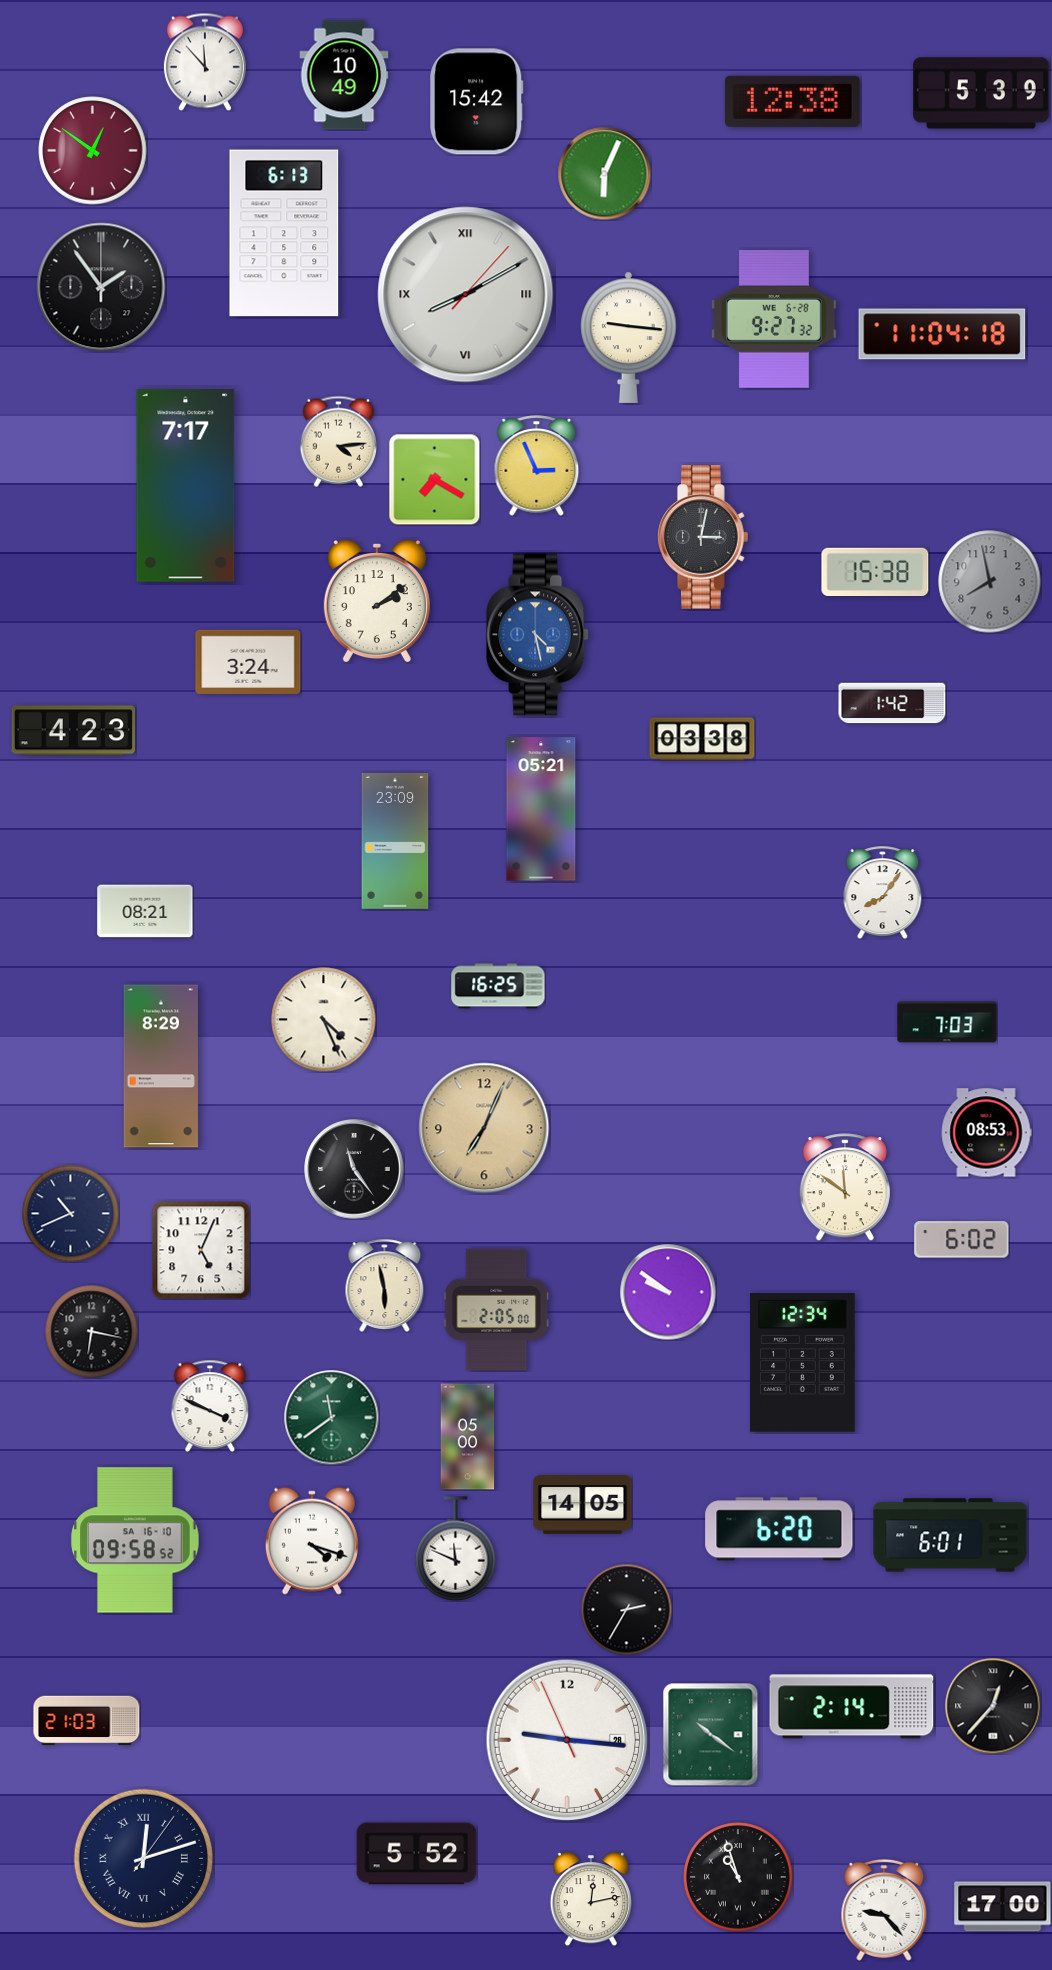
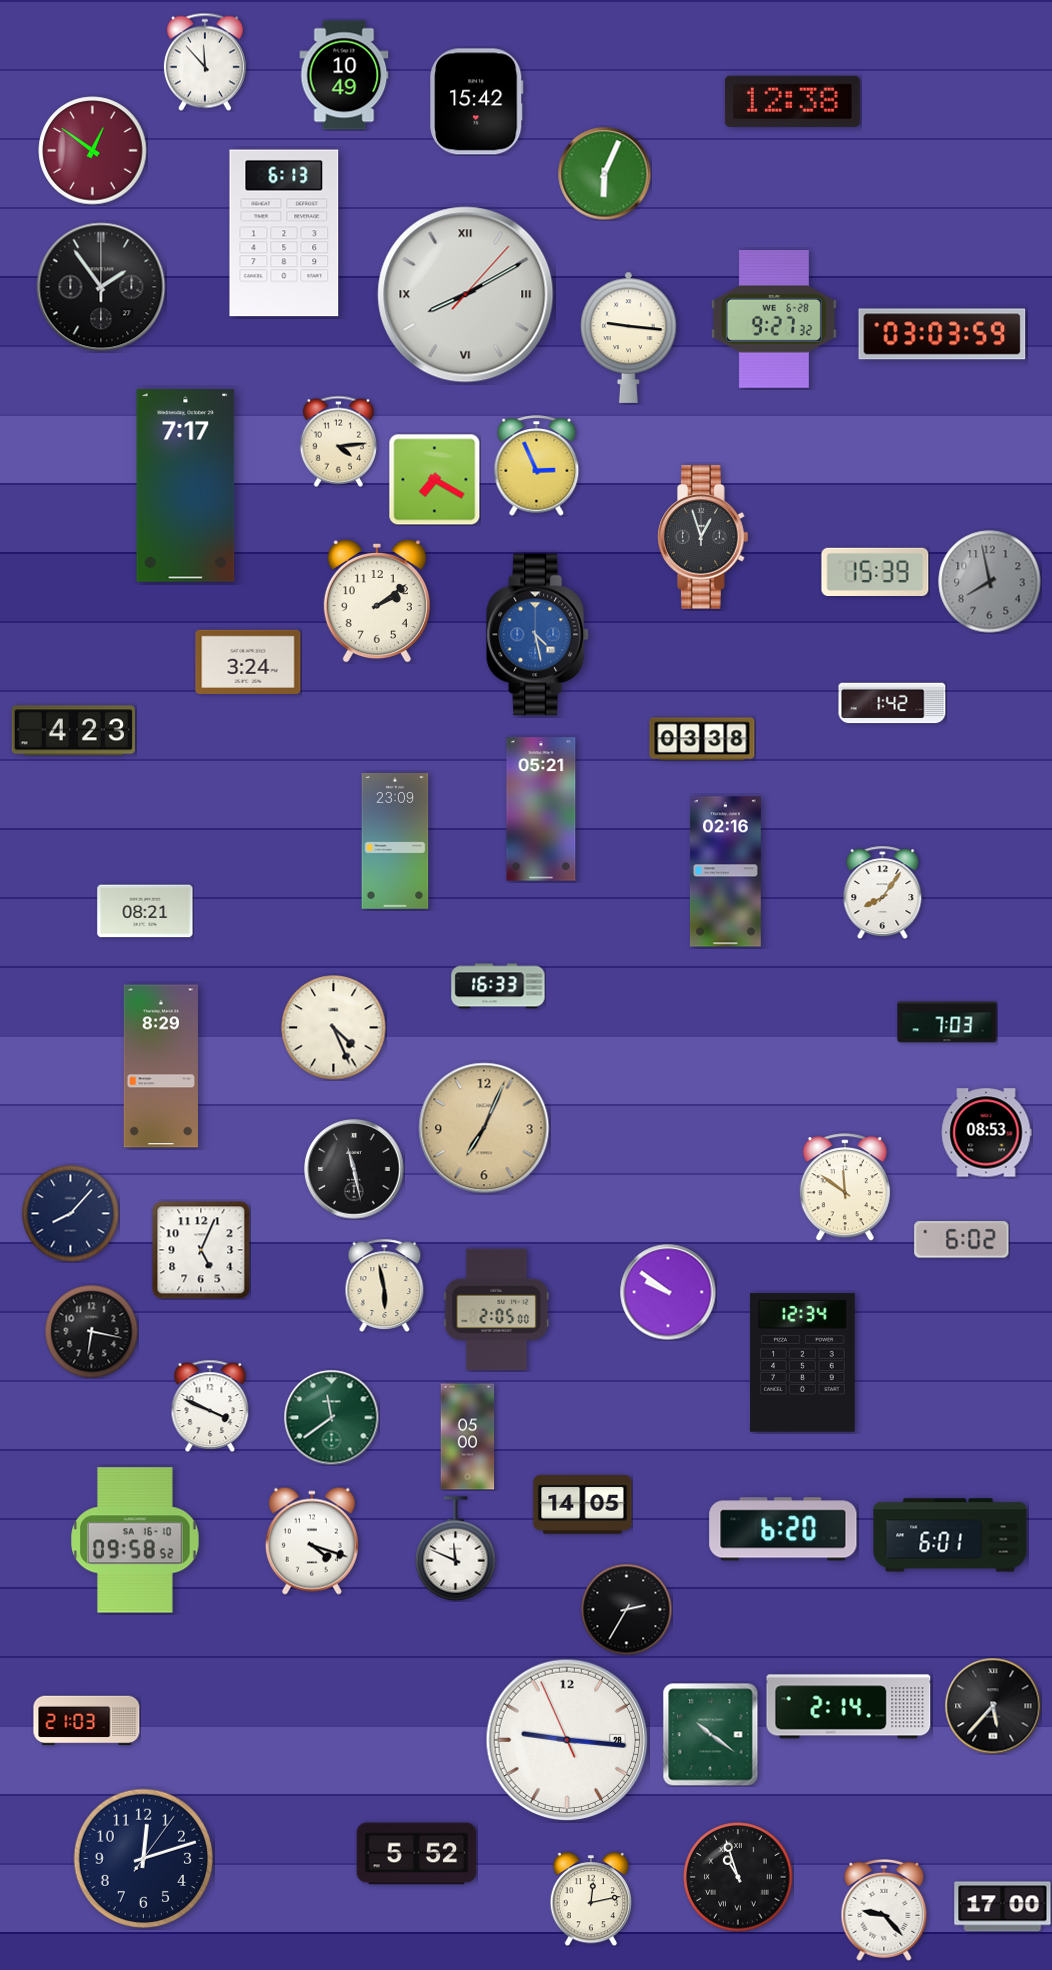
clock at (981, 93): 5:39 -> none
clock at (942, 334): 11:04 -> 03:03
clock at (703, 537): 3:02 -> 12:57
clock at (875, 571): 15:38 -> 15:39
clock at (725, 872): none -> 02:16
clock at (498, 986): 16:25 -> 16:33
clock at (324, 1020) position: (324, 1020) -> (334, 1028)
clock at (354, 1169): 11:24 -> 11:28
clock at (70, 1213): 10:41 -> 8:07
clock at (779, 1529) position: (779, 1529) -> (783, 1529)
clock at (993, 1706): 12:37 -> 5:37
clock at (852, 1707) position: (852, 1707) -> (849, 1707)
clock at (143, 1858) numerals: Roman -> Arabic
